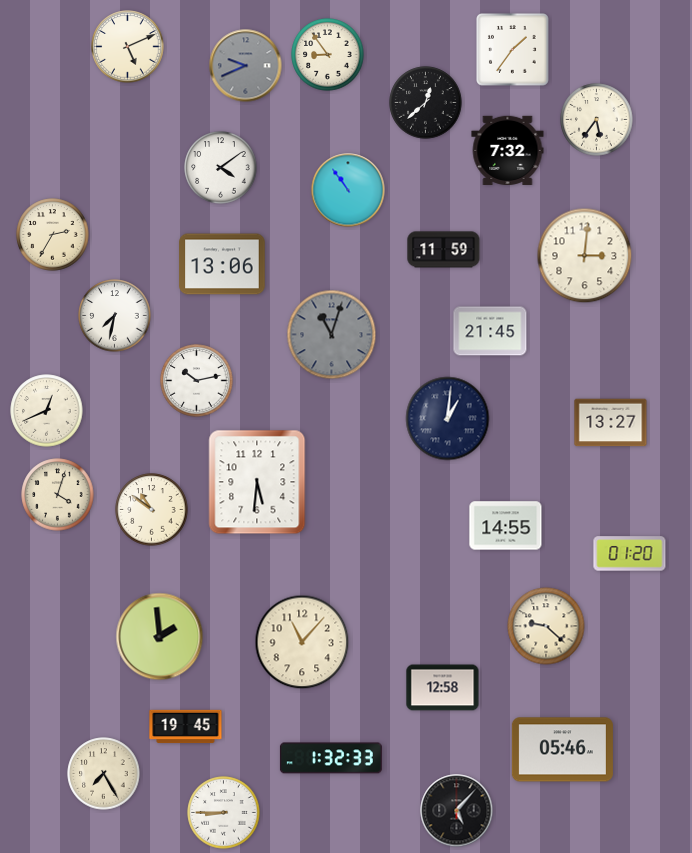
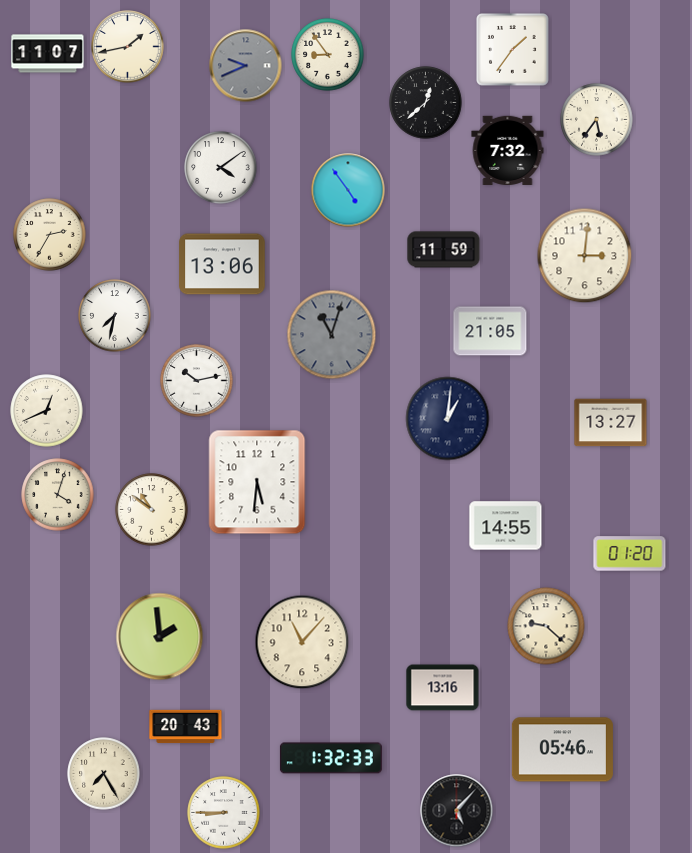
clock at (128, 47): 5:11 -> 1:43
clock at (48, 54): none -> 11:07
clock at (348, 190): 10:54 -> 4:54
clock at (53, 235) position: (53, 235) -> (50, 235)
clock at (490, 331): 21:45 -> 21:05
clock at (443, 688): 12:58 -> 13:16
clock at (186, 727): 19:45 -> 20:43
